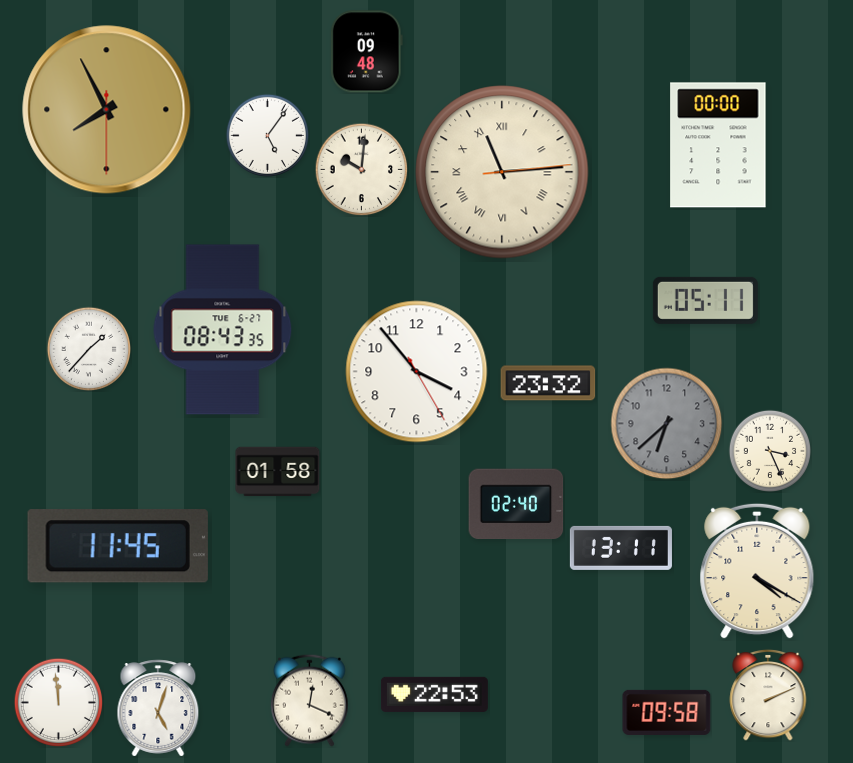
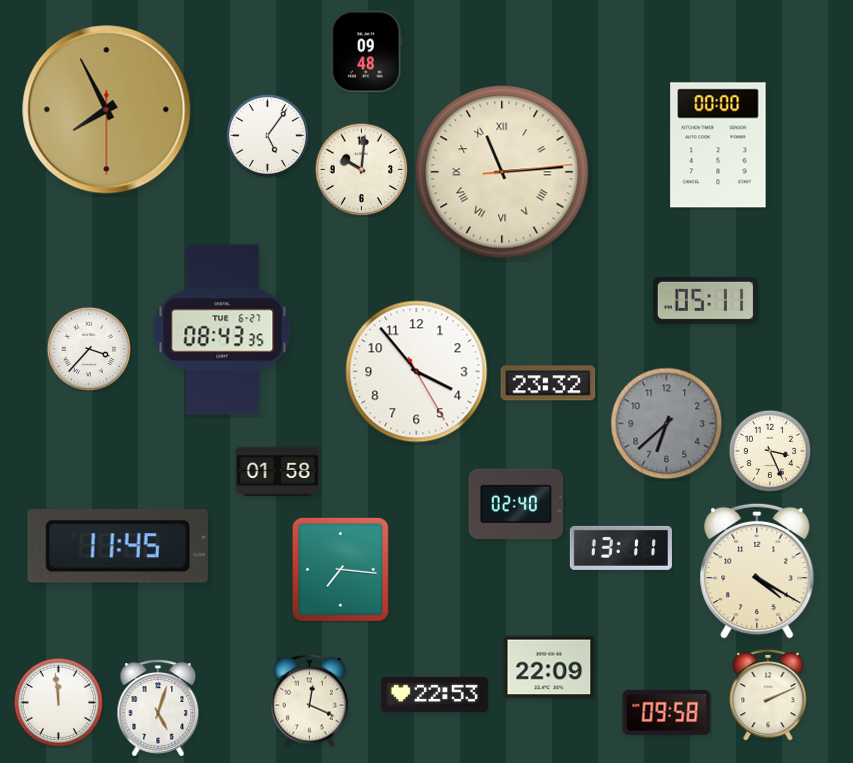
clock at (88, 348): 1:37 -> 3:37
clock at (340, 569): none -> 7:16
clock at (549, 667): none -> 22:09
